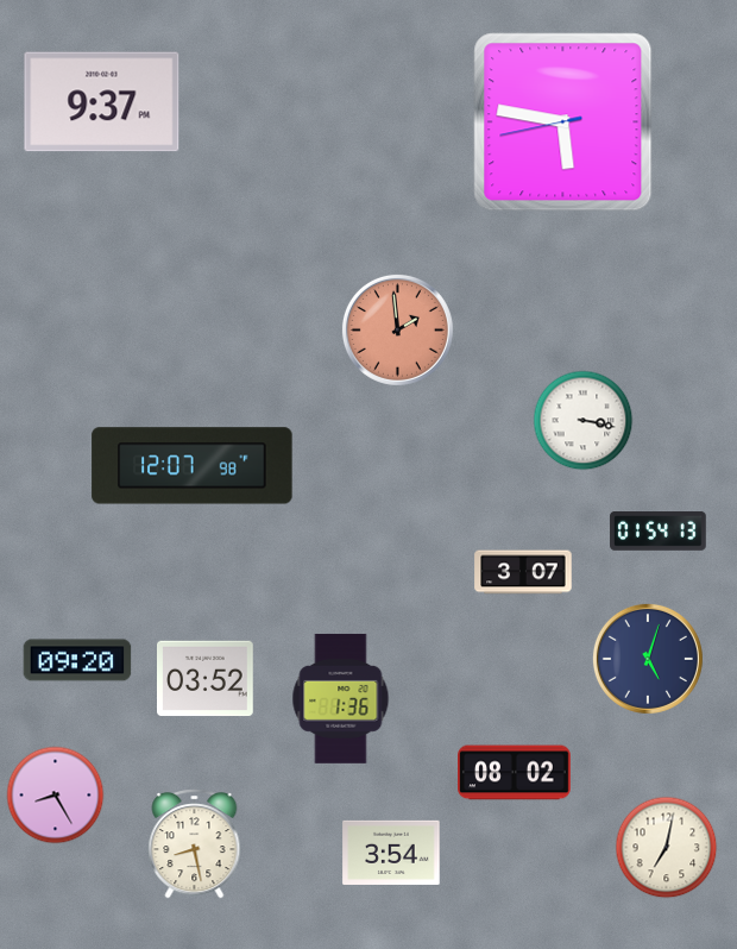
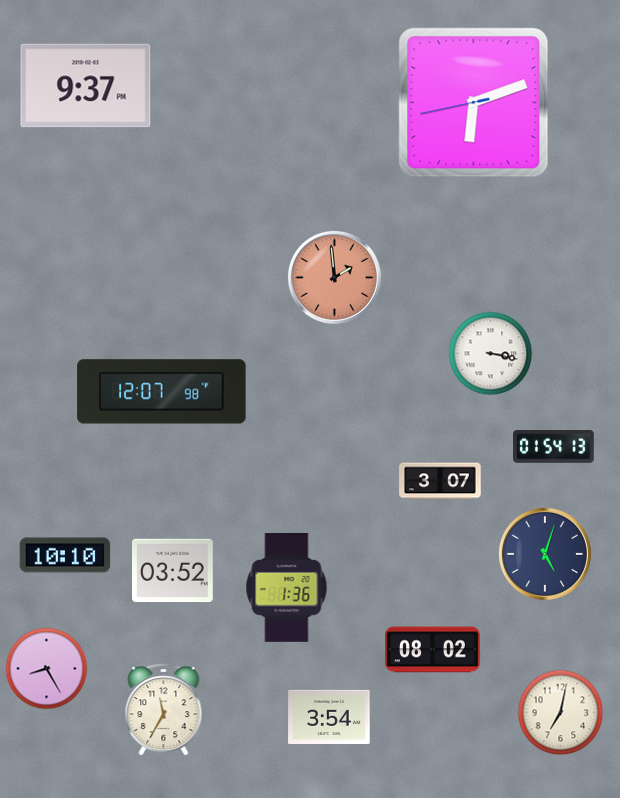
clock at (563, 122): 5:46 -> 6:11
clock at (77, 660): 09:20 -> 10:10
clock at (195, 844): 8:28 -> 11:35
